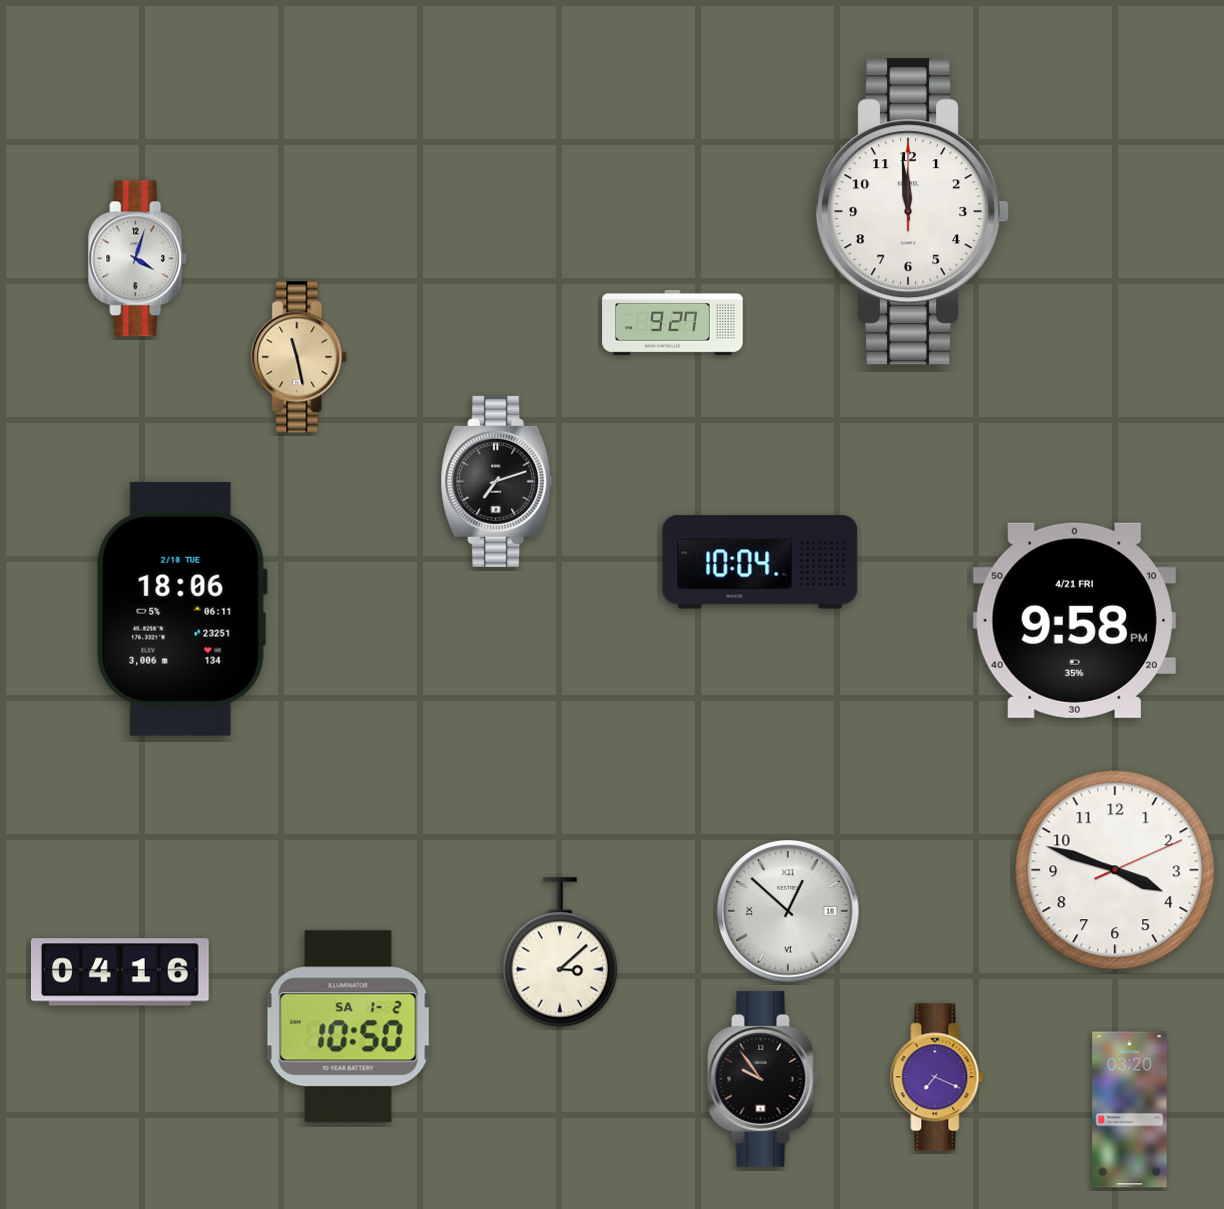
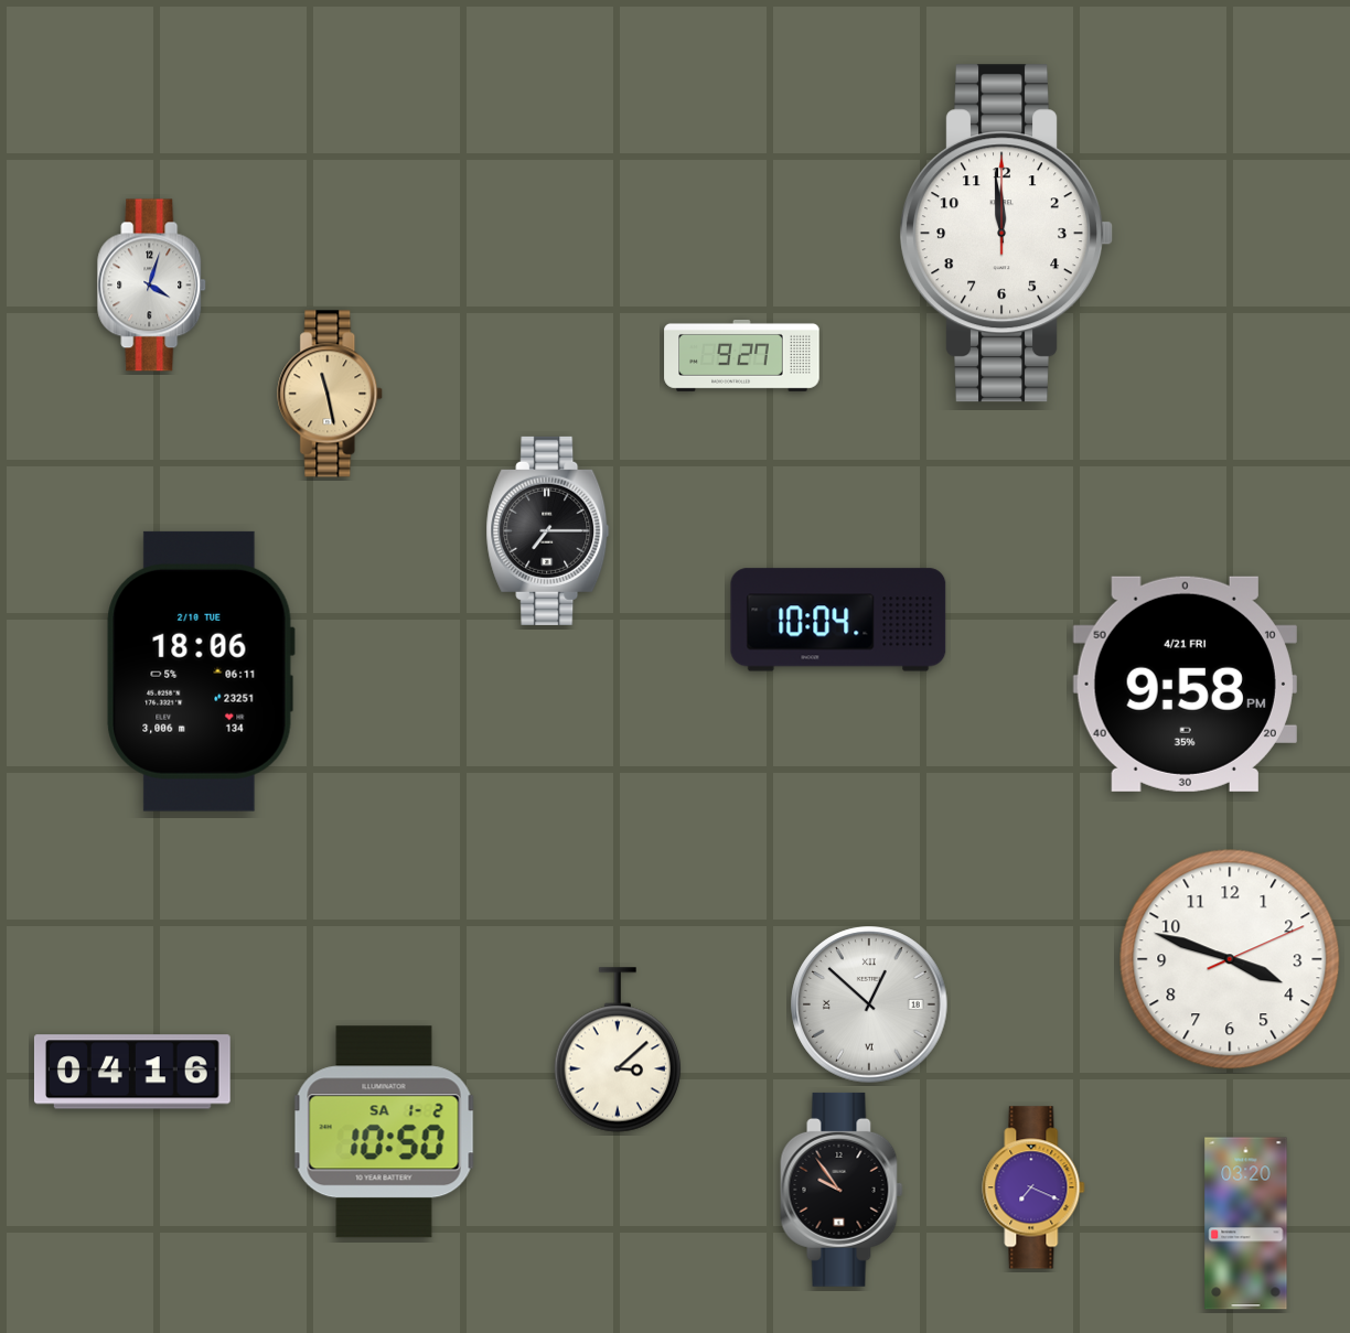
clock at (497, 481): 7:12 -> 7:15
